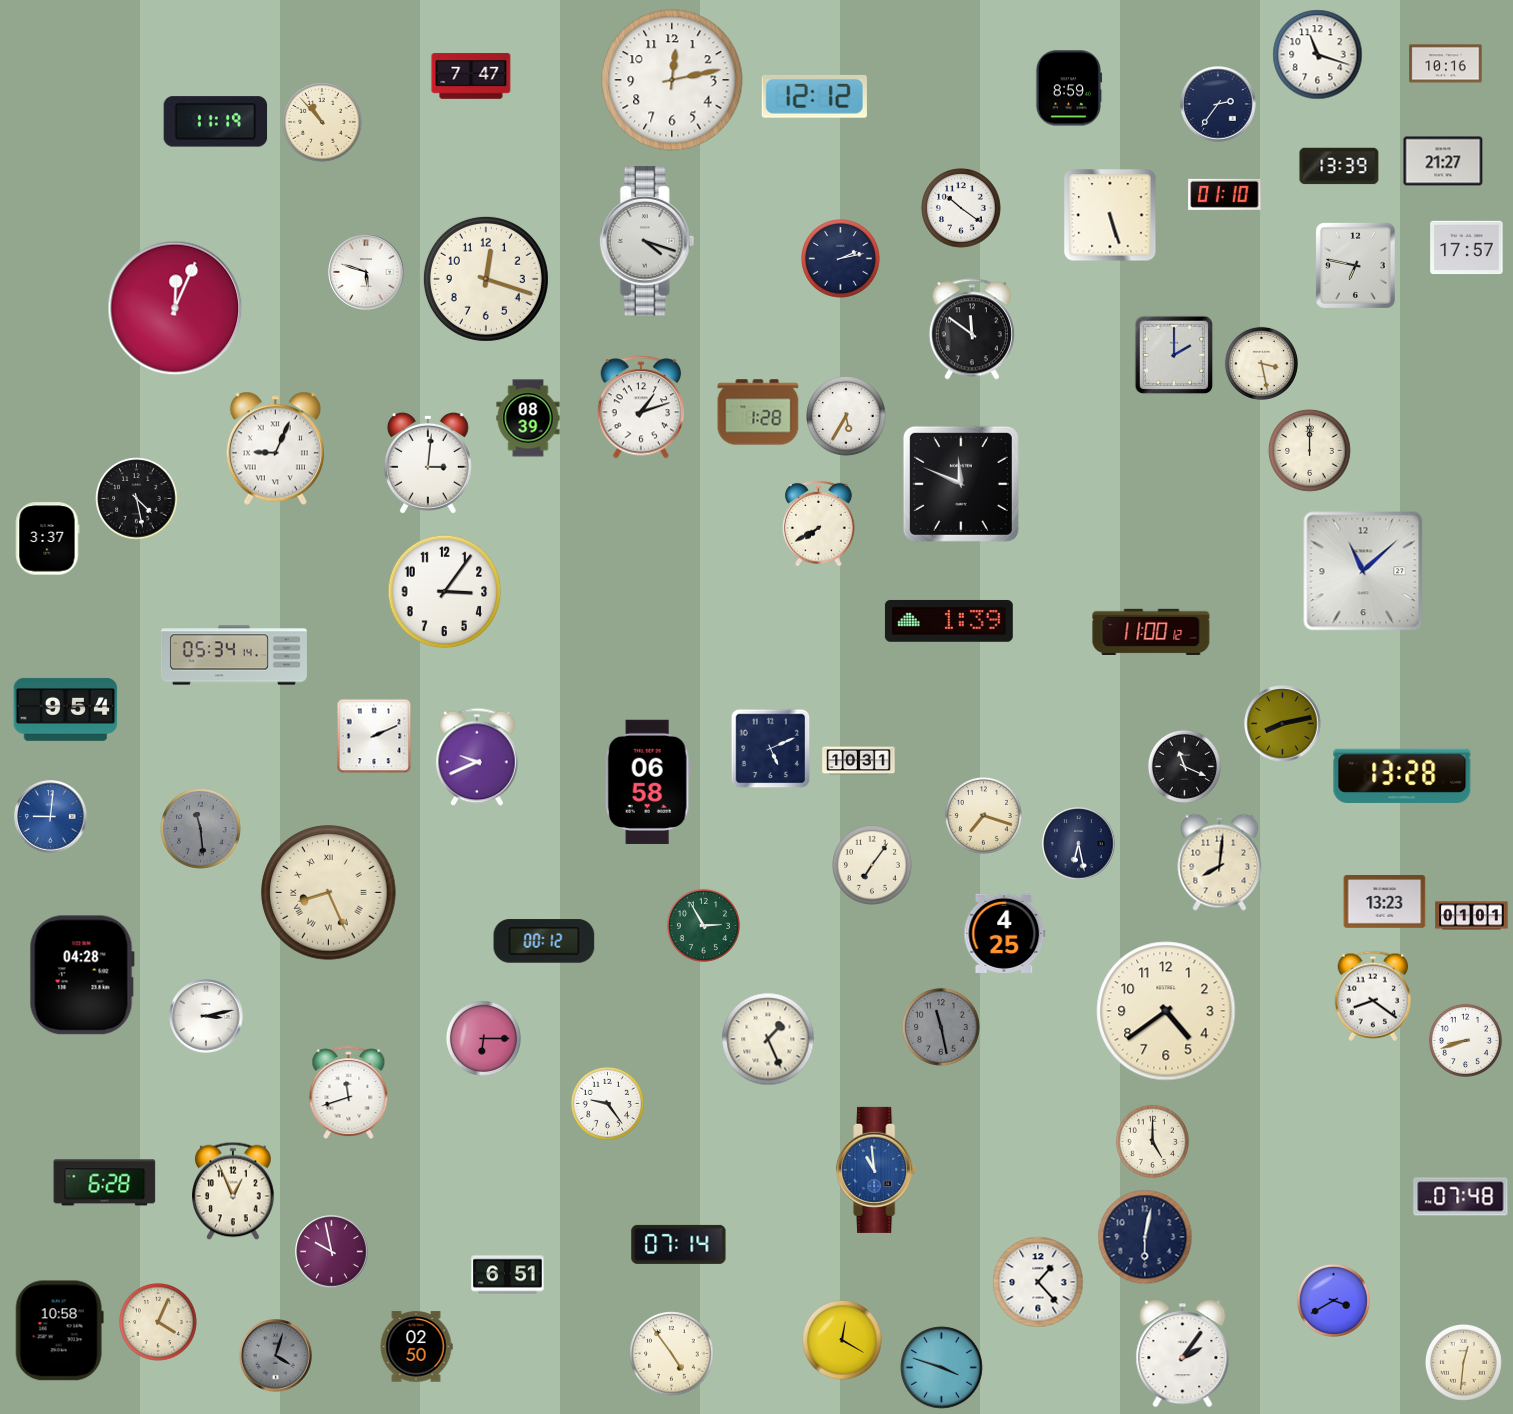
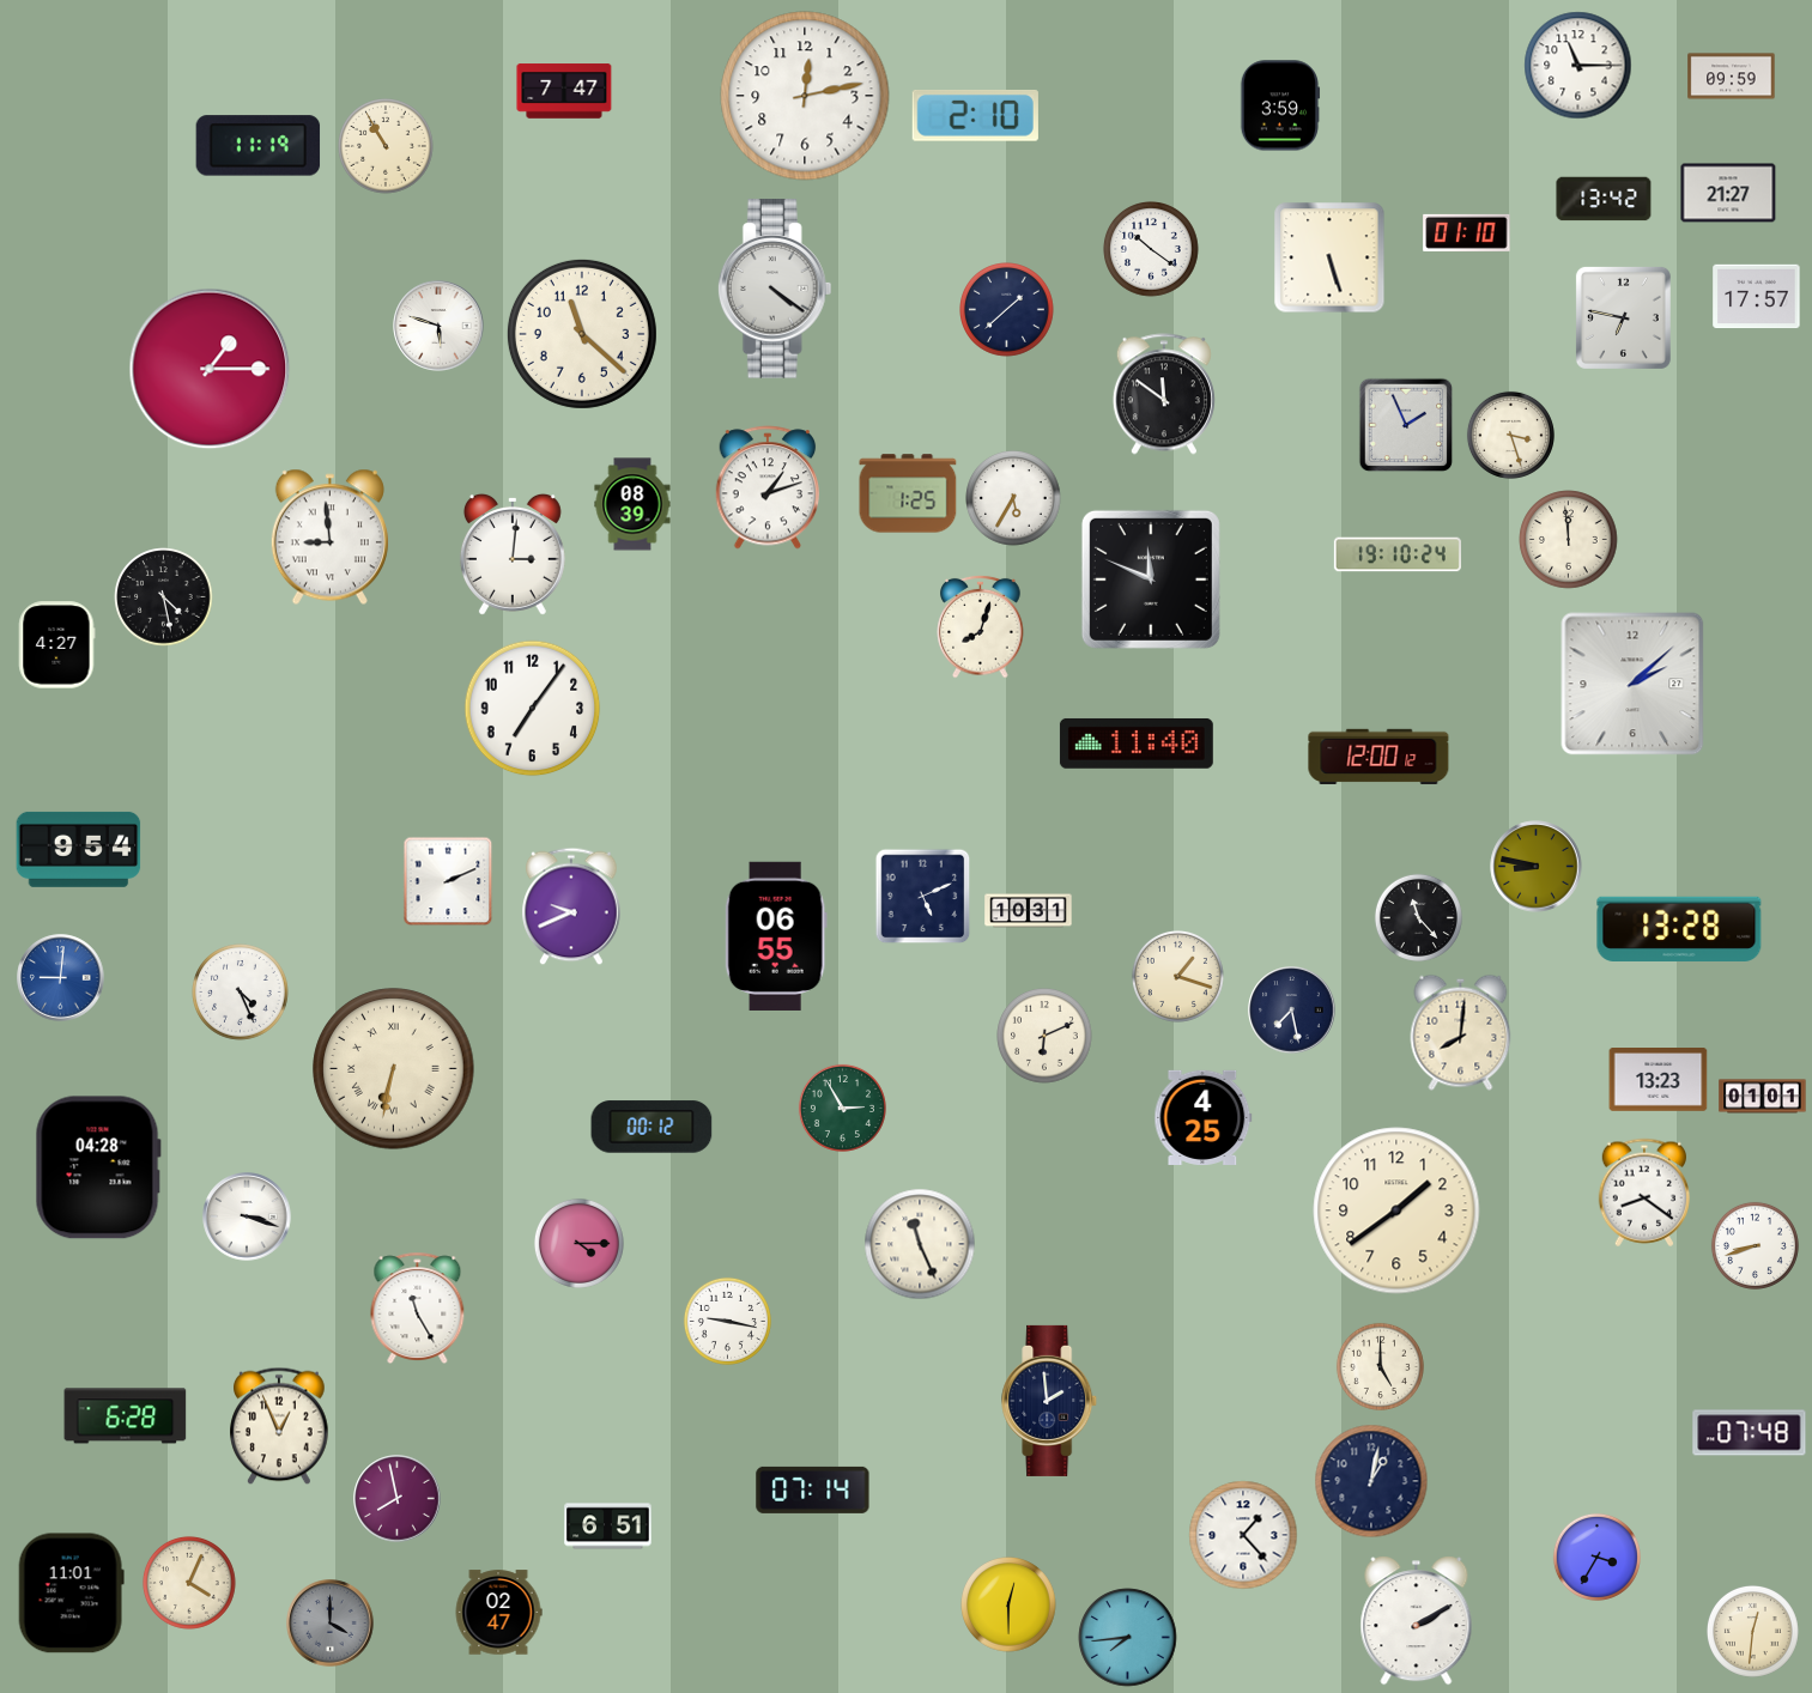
clock at (1318, 55): 11:18 -> 11:15
clock at (1446, 64): 10:16 -> 09:59
clock at (1069, 88): 8:59 -> 3:59
clock at (814, 96): 12:12 -> 2:10
clock at (1218, 104): 2:36 -> none
clock at (322, 122): 10:53 -> 10:55
clock at (1339, 166): 13:39 -> 13:42
clock at (647, 241): 4:18 -> 4:21
clock at (841, 259): 2:13 -> 1:38
clock at (486, 279): 12:18 -> 11:22
clock at (175, 308): 12:04 -> 1:15
clock at (1174, 355): 2:00 -> 1:56
clock at (1261, 363): 3:28 -> 3:27
clock at (758, 412): 1:28 -> 1:25
clock at (528, 418) position: (528, 418) -> (632, 504)
clock at (275, 449): 9:04 -> 8:59
clock at (1310, 451): 12:00 -> 11:59
clock at (1398, 554): none -> 19:10
clock at (819, 523): 7:40 -> 8:03
clock at (48, 539): 3:37 -> 4:27
clock at (1363, 571): 11:08 -> 2:08
clock at (445, 592): 3:06 -> 7:06
clock at (949, 621): 1:39 -> 11:40
clock at (1151, 632): 11:00 -> 12:00
clock at (234, 655): 05:34 -> none
clock at (1283, 724): 8:13 -> 8:47
clock at (1184, 766): 11:19 -> 11:23
clock at (648, 782): 06:58 -> 06:55
clock at (983, 815): 7:18 -> 1:18
clock at (201, 829): 11:29 -> 4:26
clock at (201, 829) dial: grey -> white
clock at (1079, 844): 6:28 -> 7:28
clock at (872, 865): 7:06 -> 6:11
clock at (329, 893): 8:26 -> 6:32
clock at (1166, 1011): 4:39 -> 1:39
clock at (206, 1016): 3:13 -> 3:18
clock at (941, 1027): 11:28 -> none
clock at (483, 1038): 6:15 -> 4:15
clock at (768, 1039): 1:26 -> 11:26
clock at (349, 1092): 11:42 -> 11:25
clock at (607, 1103): 9:24 -> 9:17
clock at (877, 1170): 10:59 -> 1:59
clock at (877, 1170) dial: blue -> navy
clock at (1145, 1237): 6:02 -> 1:02
clock at (332, 1252): 9:58 -> 7:58
clock at (1333, 1300): 3:40 -> 3:35
clock at (59, 1331): 10:58 -> 11:01
clock at (842, 1340): 12:20 -> 12:30
clock at (416, 1347): 02:50 -> 02:47
clock at (672, 1354): 4:54 -> none
clock at (1183, 1354): 2:06 -> 2:10
clock at (276, 1356): 4:03 -> 4:00
clock at (942, 1368): 3:48 -> 7:44
